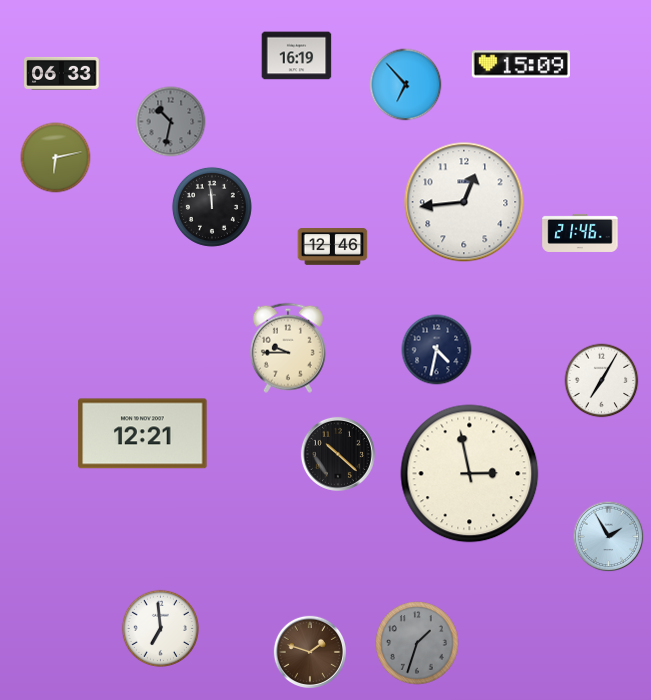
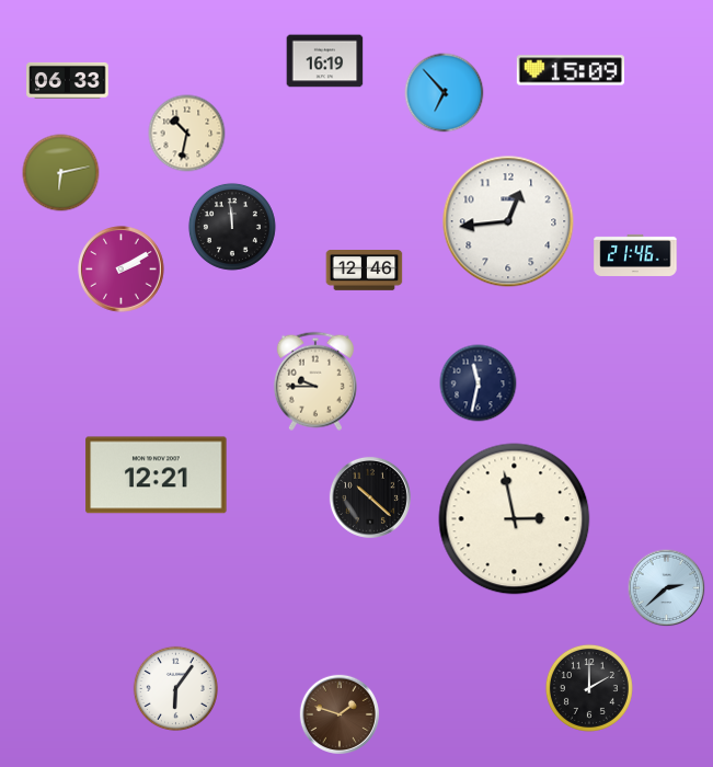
clock at (171, 122) dial: grey -> cream
clock at (122, 270): none -> 2:10
clock at (437, 350): 4:32 -> 11:32
clock at (602, 381): 7:05 -> none
clock at (609, 537): 1:55 -> 2:38
clock at (160, 628): 6:59 -> 6:06
clock at (589, 688): none -> 2:00
clock at (417, 643): 1:33 -> none
